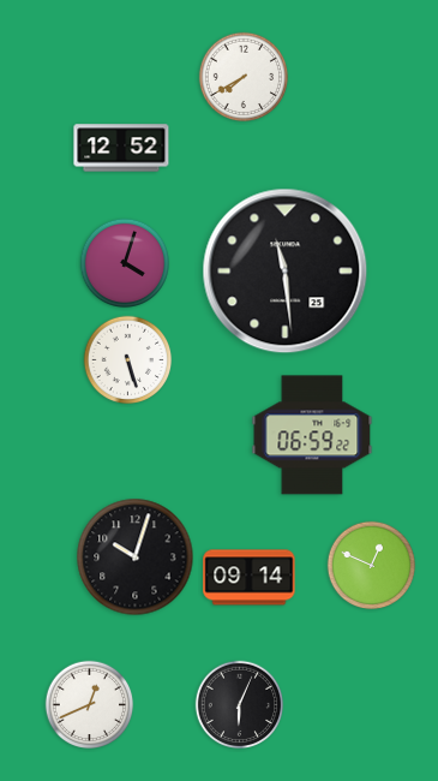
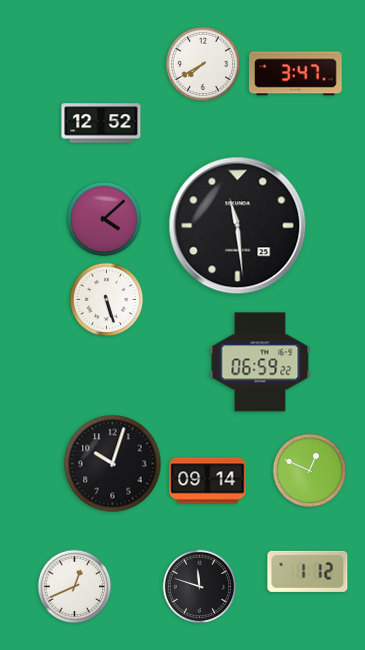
clock at (296, 74): none -> 3:47
clock at (125, 263): 4:03 -> 4:08
clock at (308, 571): none -> 1:12
clock at (240, 705): 6:04 -> 11:48
